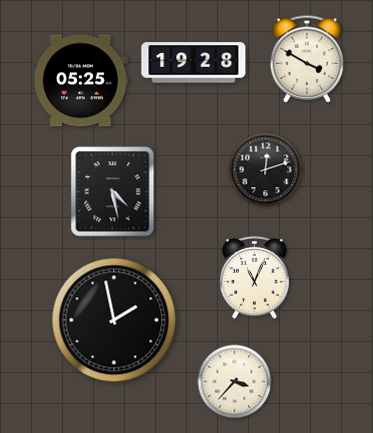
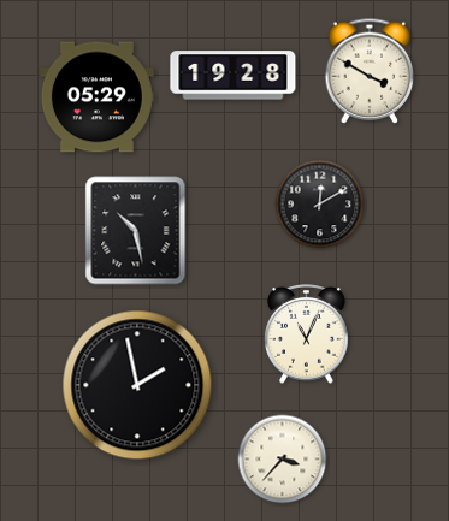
clock at (80, 81): 05:25 -> 05:29
clock at (266, 170): 12:12 -> 12:10
clock at (113, 192): 4:28 -> 10:28
